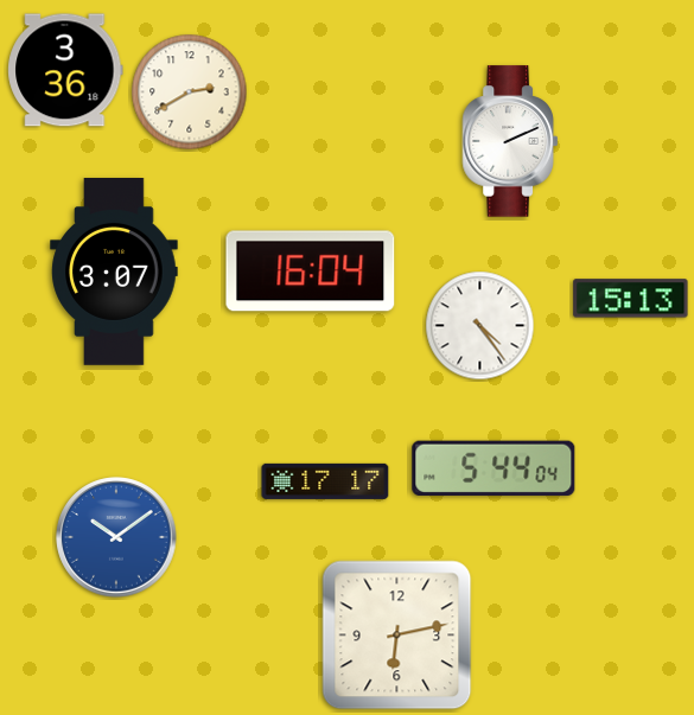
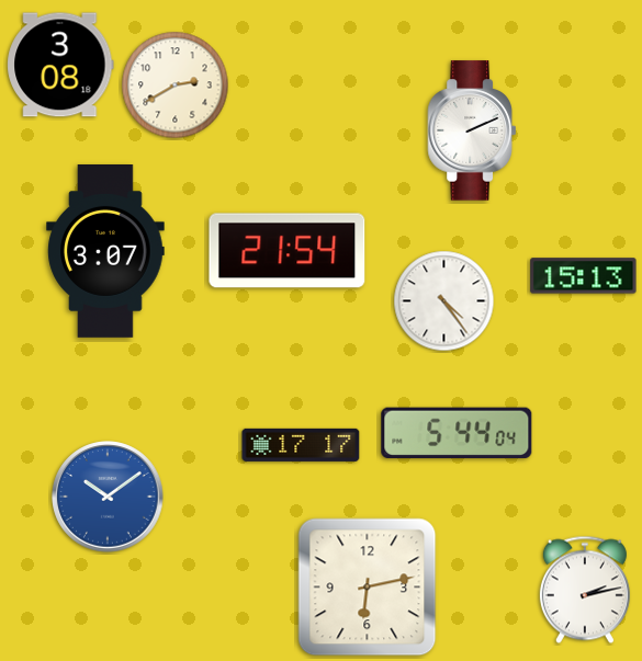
clock at (65, 70): 3:36 -> 3:08
clock at (311, 272): 16:04 -> 21:54
clock at (585, 590): none -> 2:13
